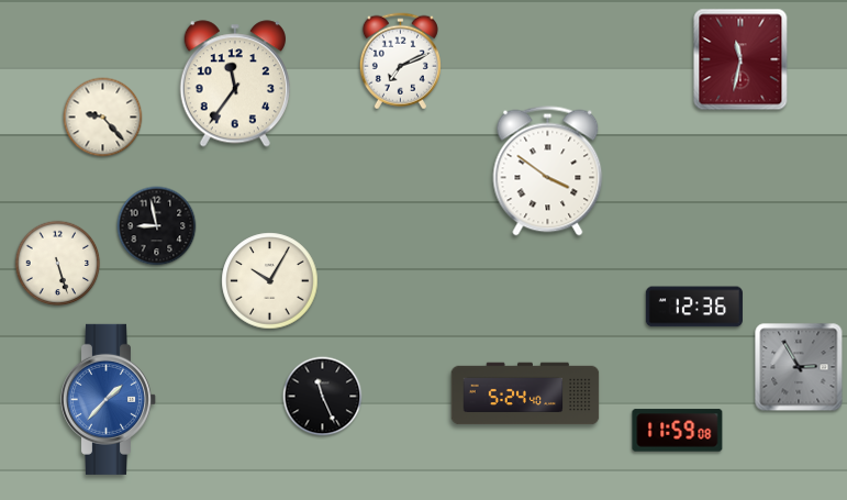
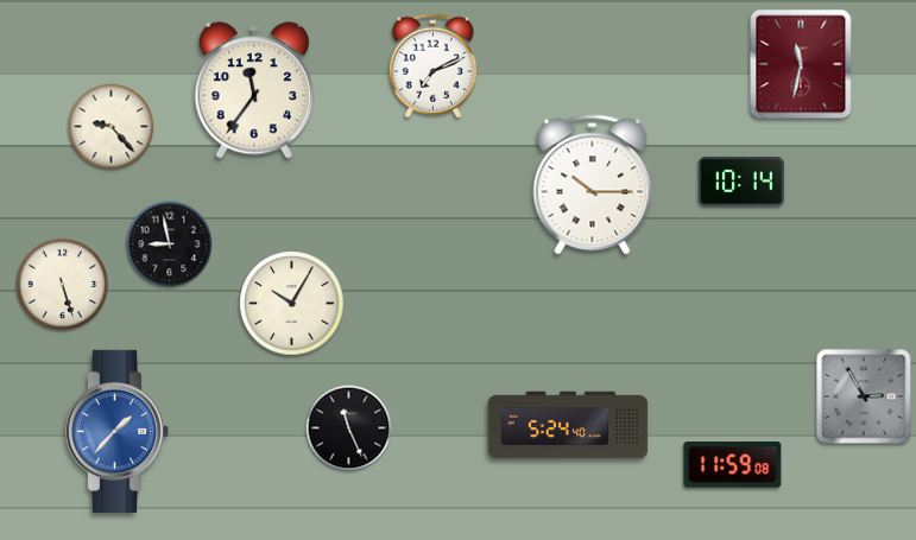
clock at (741, 182): none -> 10:14
clock at (548, 171): 3:51 -> 10:15
clock at (694, 307): 12:36 -> none
